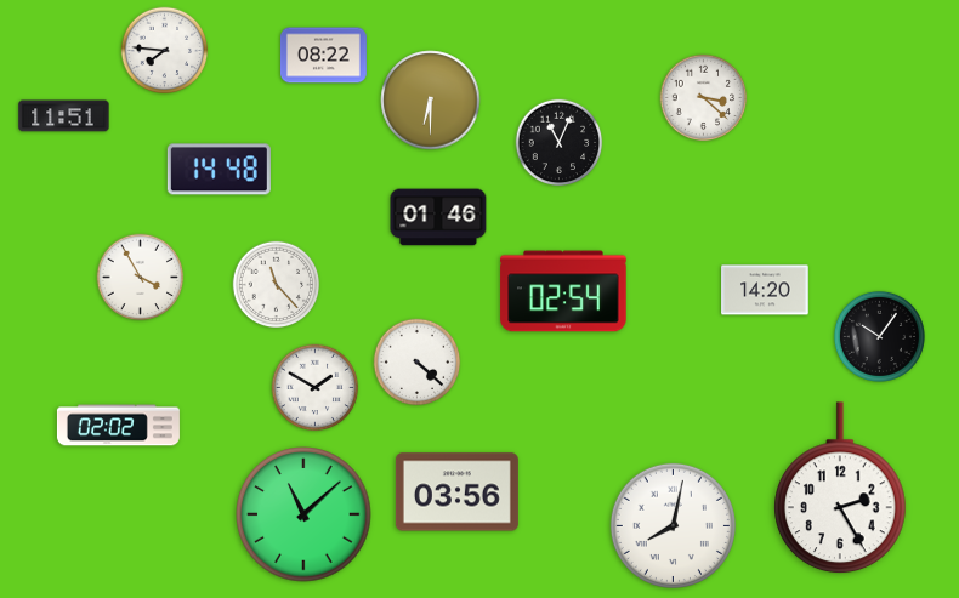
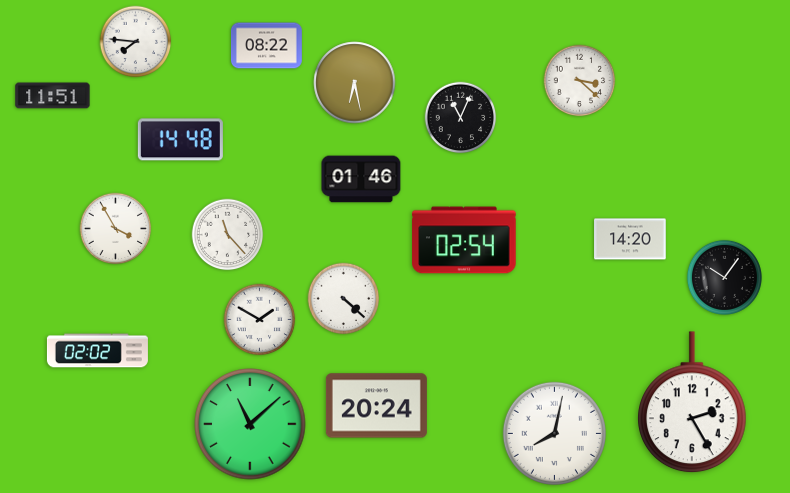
clock at (431, 101): 6:30 -> 6:28
clock at (456, 492): 03:56 -> 20:24
